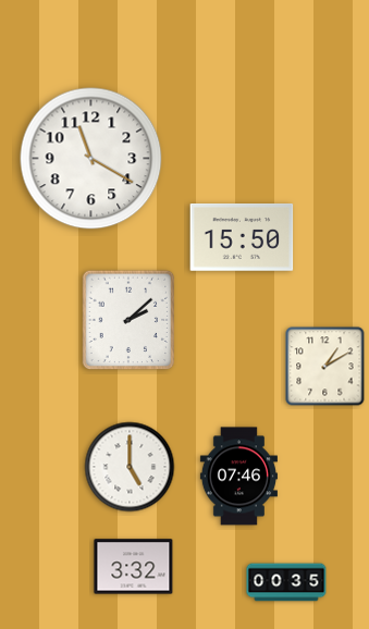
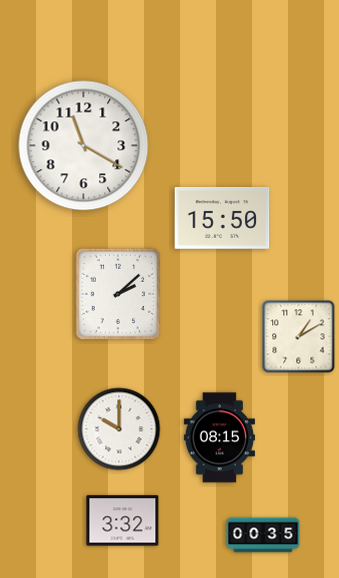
clock at (130, 467): 5:00 -> 10:00
clock at (238, 477): 07:46 -> 08:15
